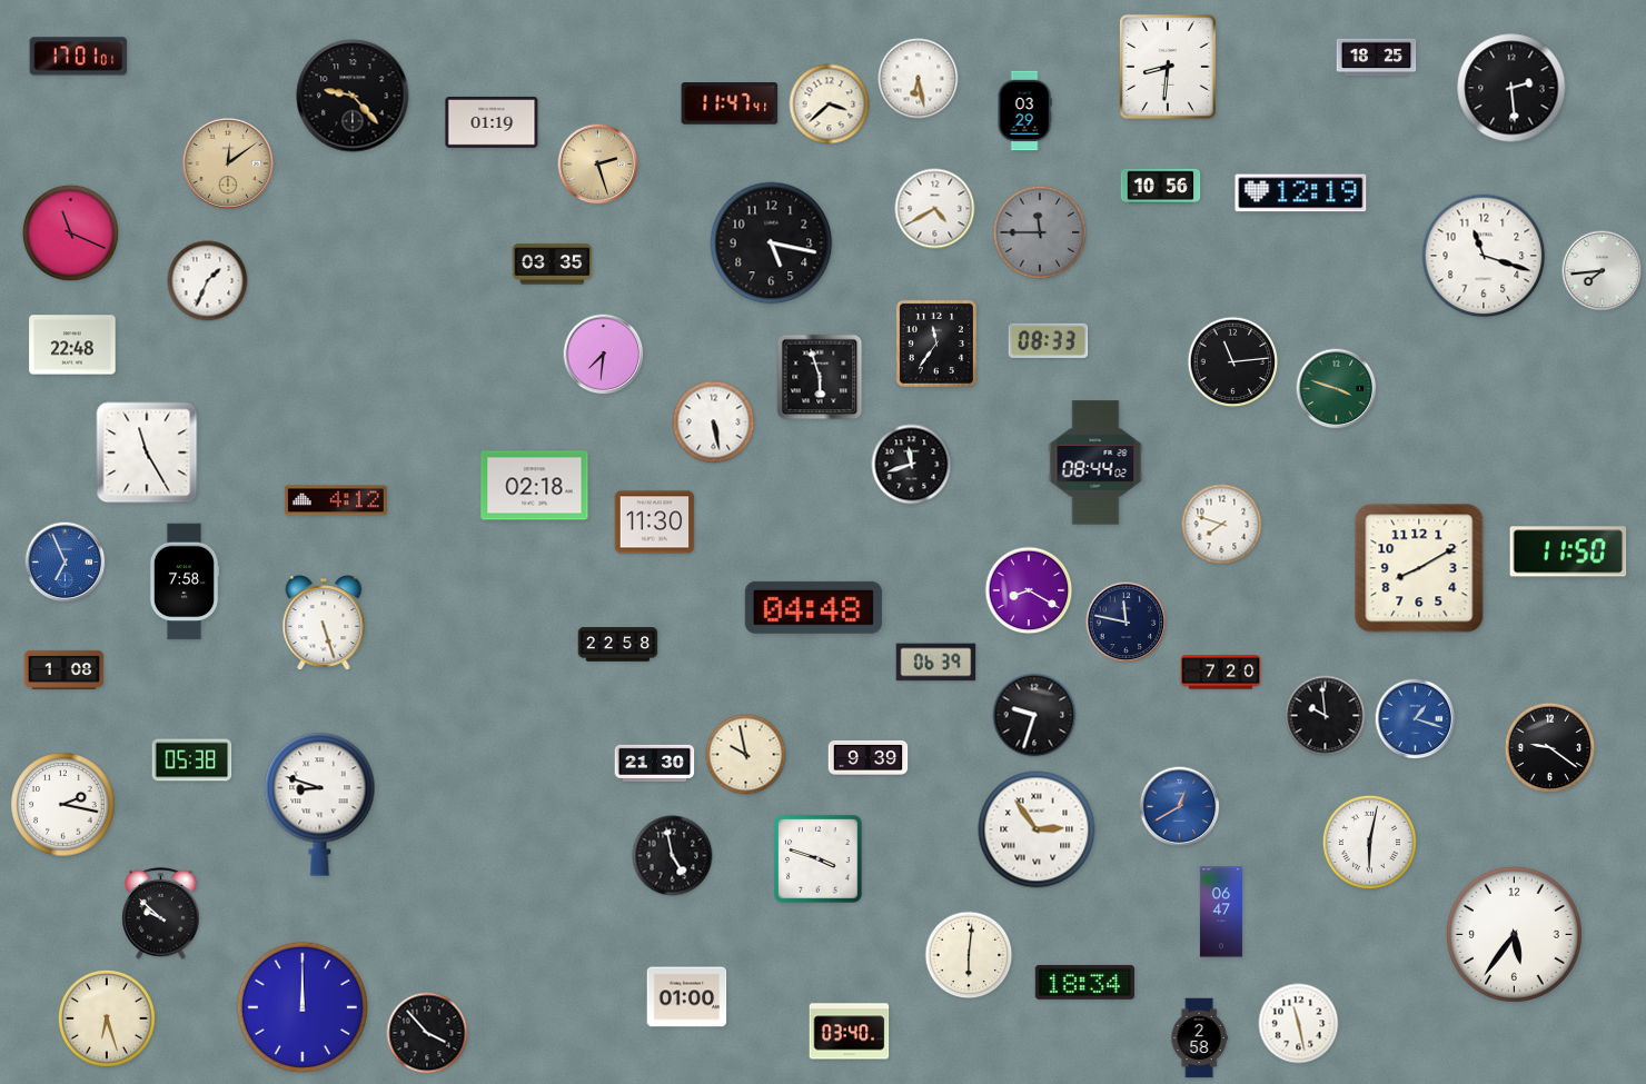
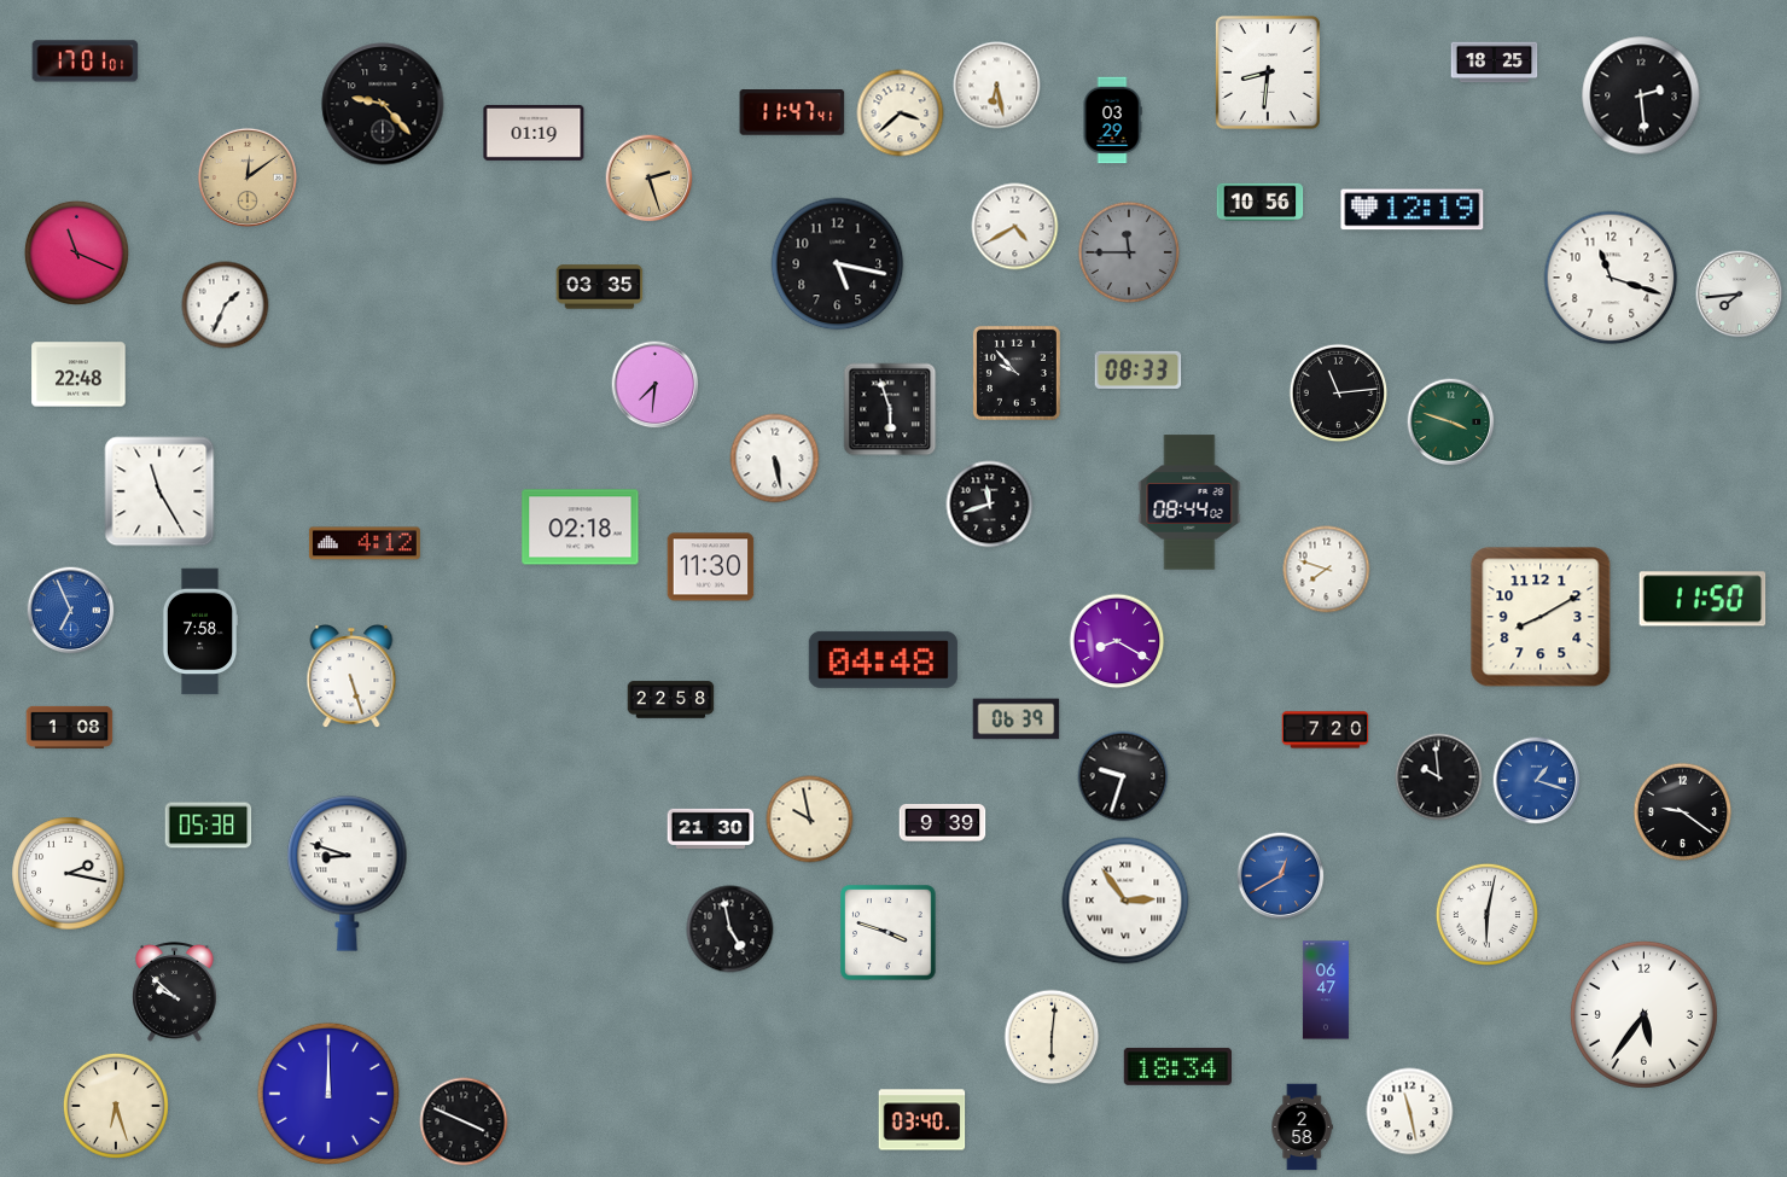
clock at (936, 344): 11:36 -> 9:53
clock at (1127, 623): 11:47 -> none
clock at (687, 997): 01:00 -> none
clock at (427, 1033): 3:53 -> 3:49
